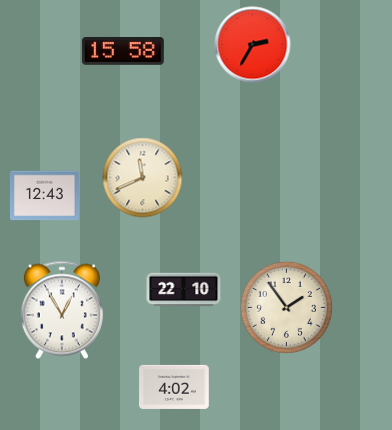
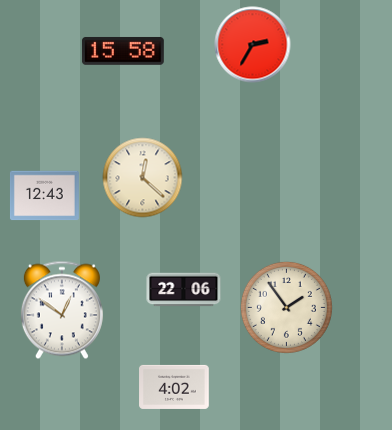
clock at (143, 178): 11:41 -> 12:22
clock at (184, 290): 22:10 -> 22:06
clock at (62, 310): 12:55 -> 12:51
